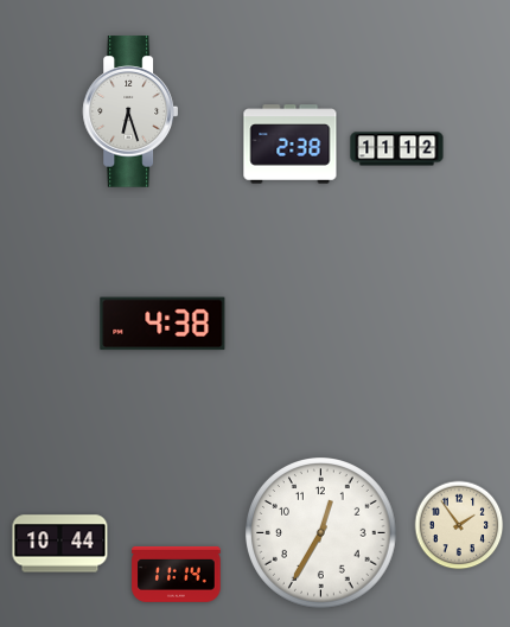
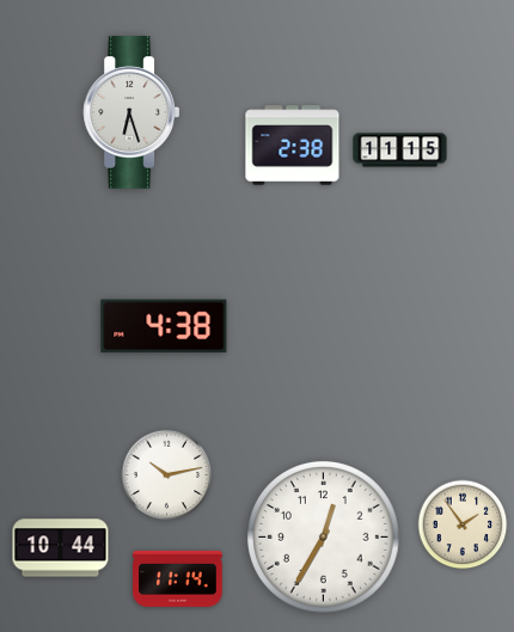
clock at (397, 149): 11:12 -> 11:15
clock at (167, 475): none -> 10:13
clock at (459, 525) position: (459, 525) -> (463, 524)
